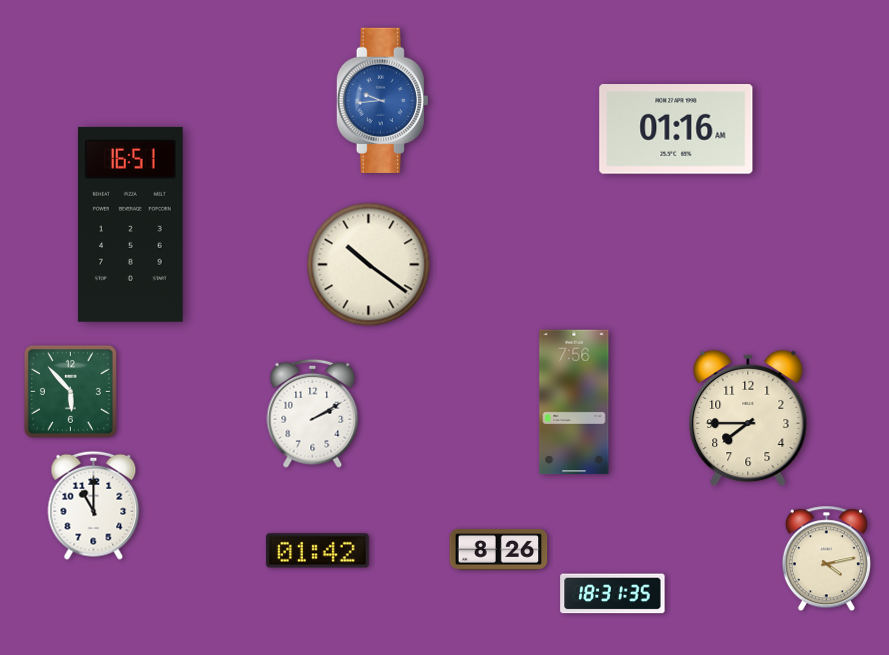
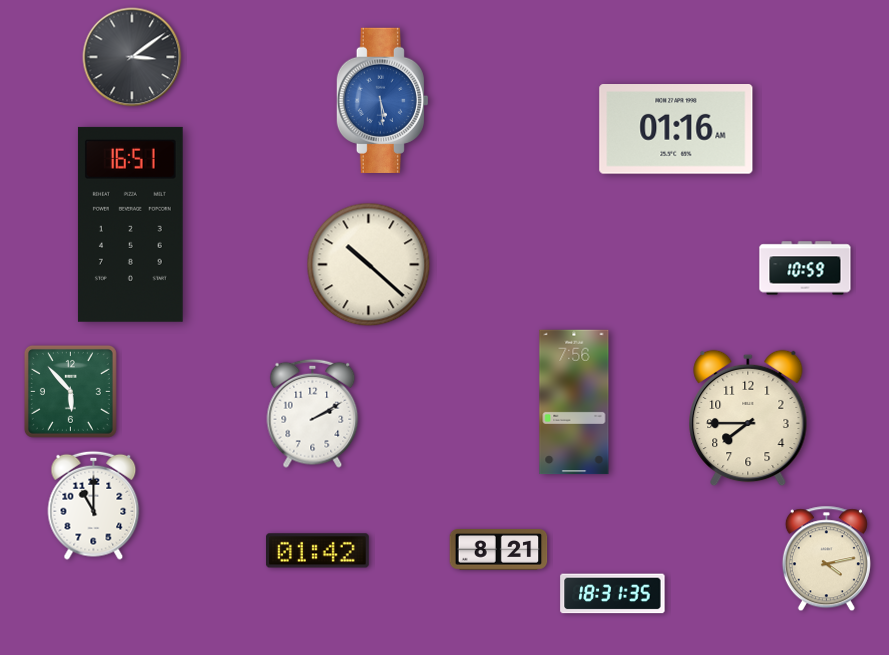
clock at (132, 57): none -> 3:09
clock at (382, 100): 9:44 -> 5:29
clock at (369, 265): 10:21 -> 10:22
clock at (805, 268): none -> 10:59
clock at (499, 550): 8:26 -> 8:21
